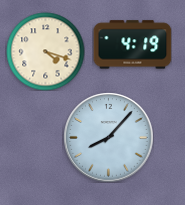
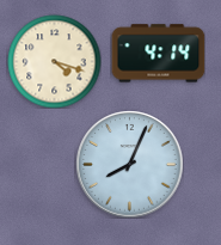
clock at (132, 45): 4:19 -> 4:14
clock at (108, 137): 8:07 -> 8:04
